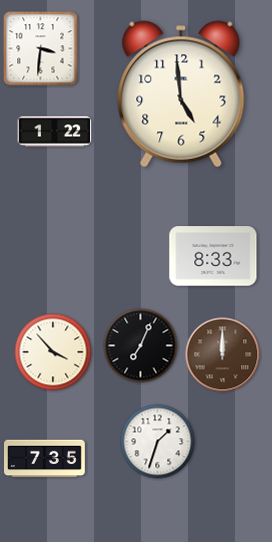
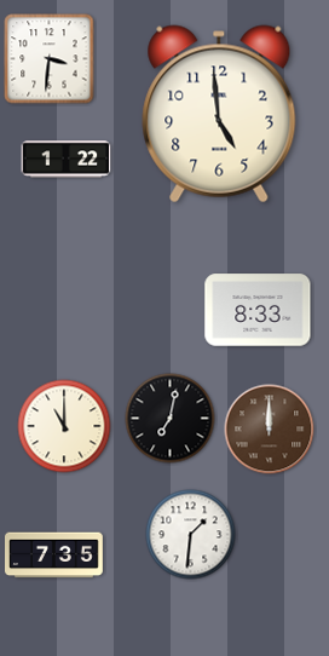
clock at (141, 346): 7:04 -> 7:02
clock at (53, 352): 3:53 -> 11:00
clock at (158, 442): 1:33 -> 1:31
